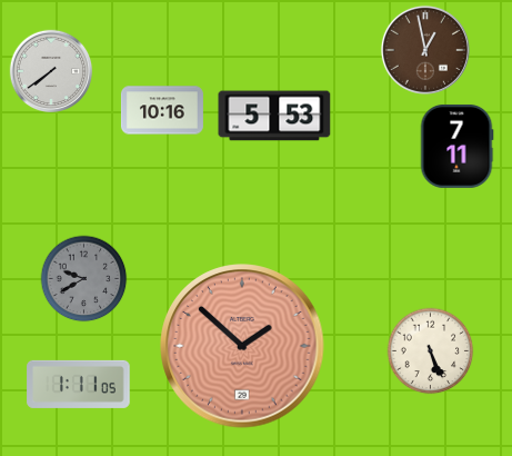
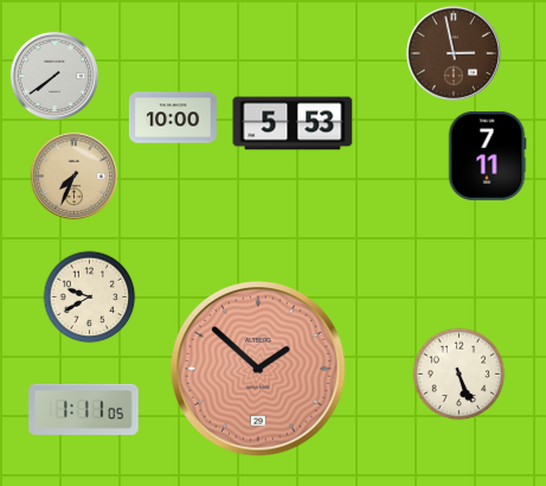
clock at (425, 50): 12:58 -> 2:58
clock at (162, 110): 10:16 -> 10:00
clock at (75, 177): none -> 7:34
clock at (84, 279) dial: grey -> cream
